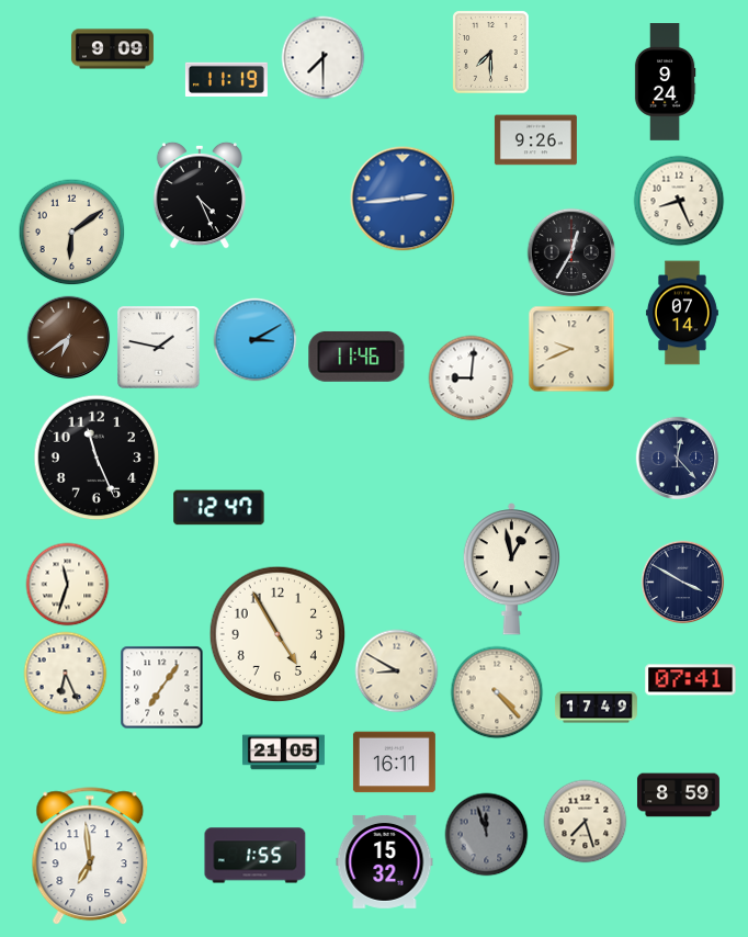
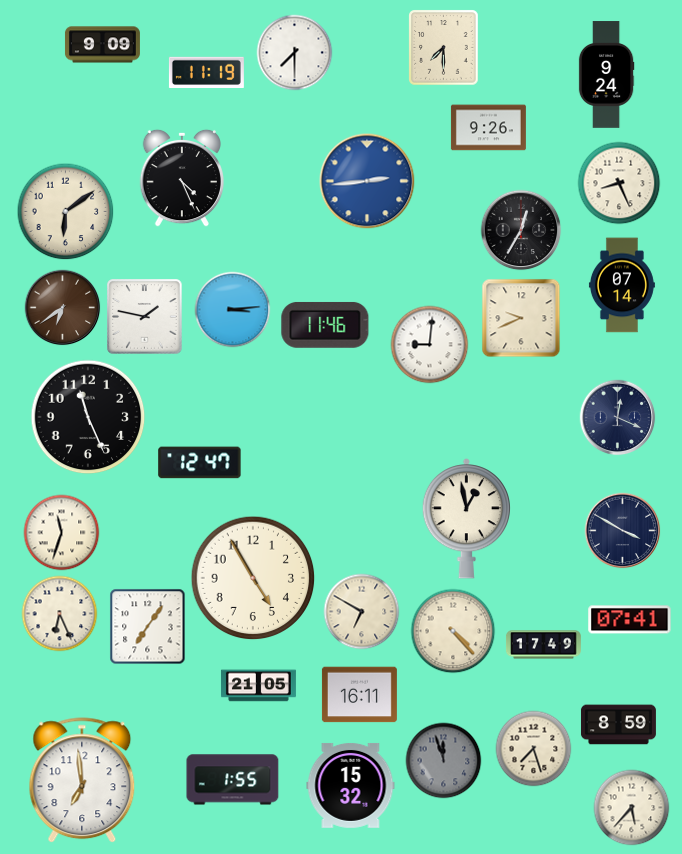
clock at (491, 53) position: (491, 53) -> (444, 48)
clock at (256, 340): 3:10 -> 3:14
clock at (678, 459): 12:23 -> 12:19
clock at (397, 671): 8:50 -> 6:50
clock at (632, 808): none -> 5:37
